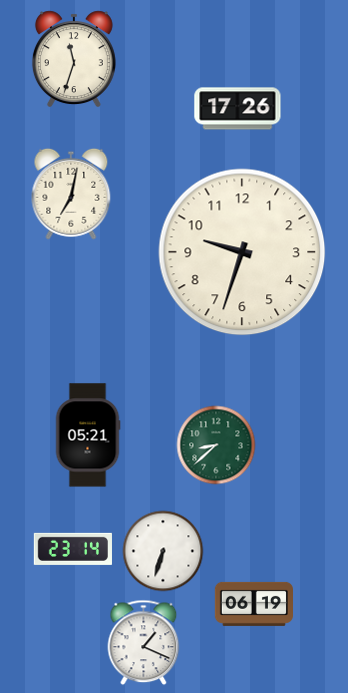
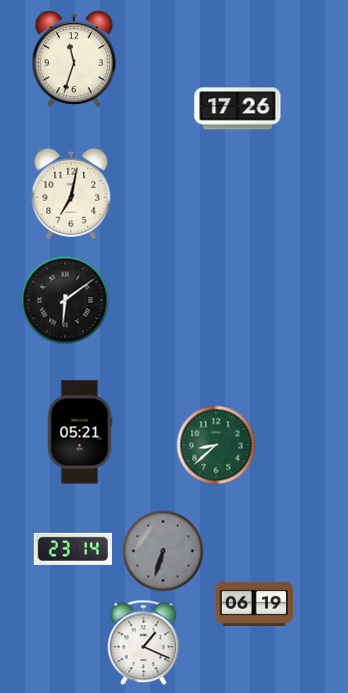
clock at (242, 252): 9:33 -> none
clock at (65, 300): none -> 6:09
clock at (88, 435) position: (88, 435) -> (80, 432)
clock at (163, 551) dial: white -> grey
